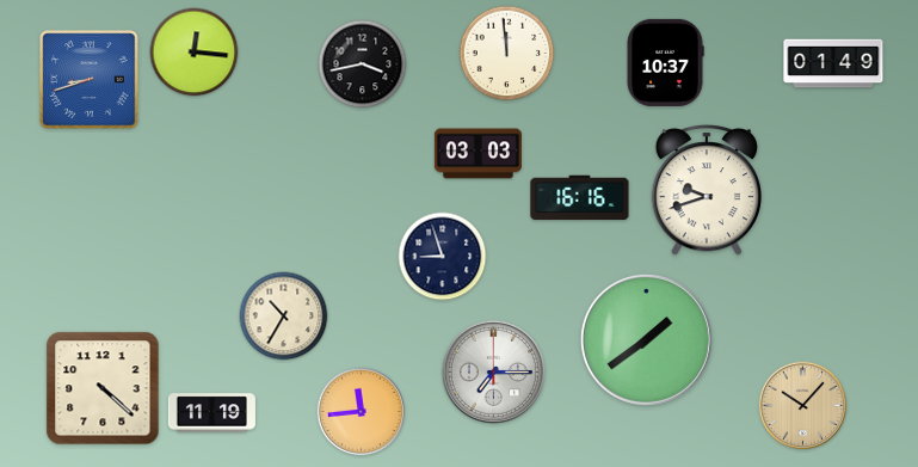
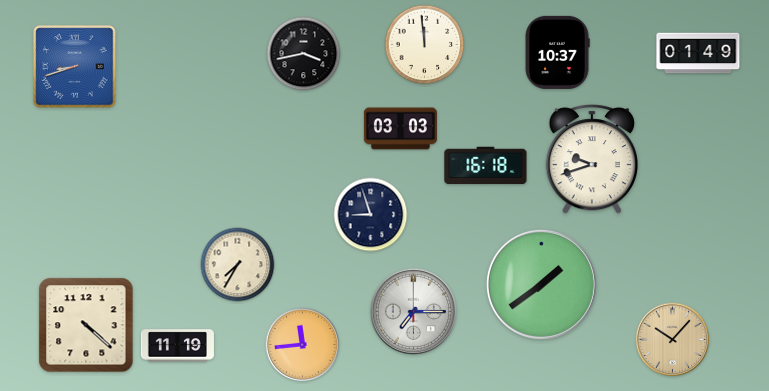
clock at (195, 53): 12:16 -> none
clock at (580, 198): 16:16 -> 16:18
clock at (284, 317): 10:35 -> 7:35
